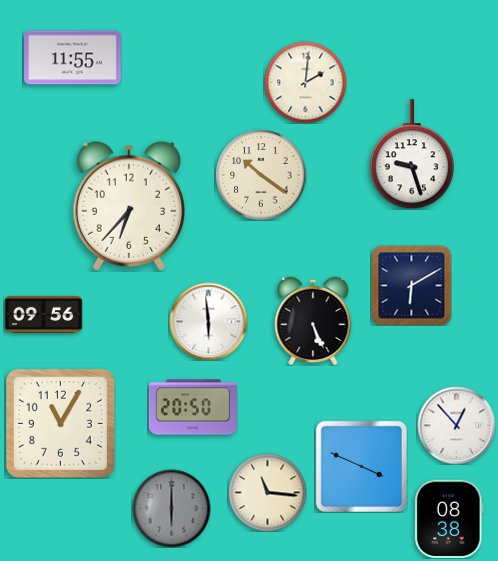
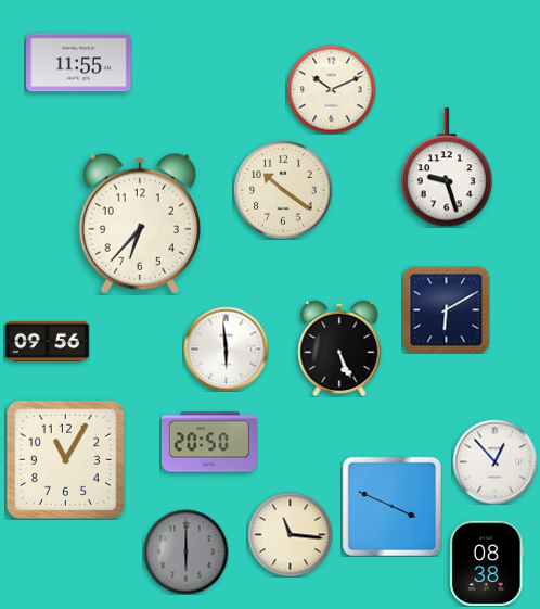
clock at (305, 82): 2:01 -> 10:11
